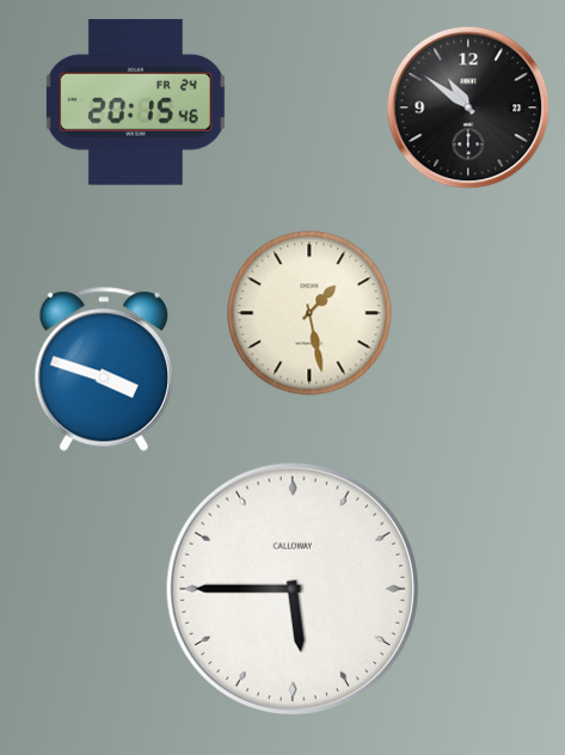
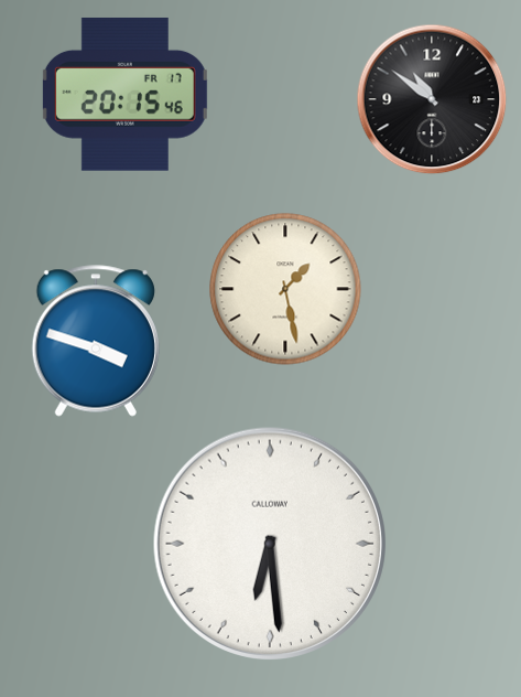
clock at (135, 102) date: FR 24 -> FR 17
clock at (291, 588): 5:45 -> 6:29
